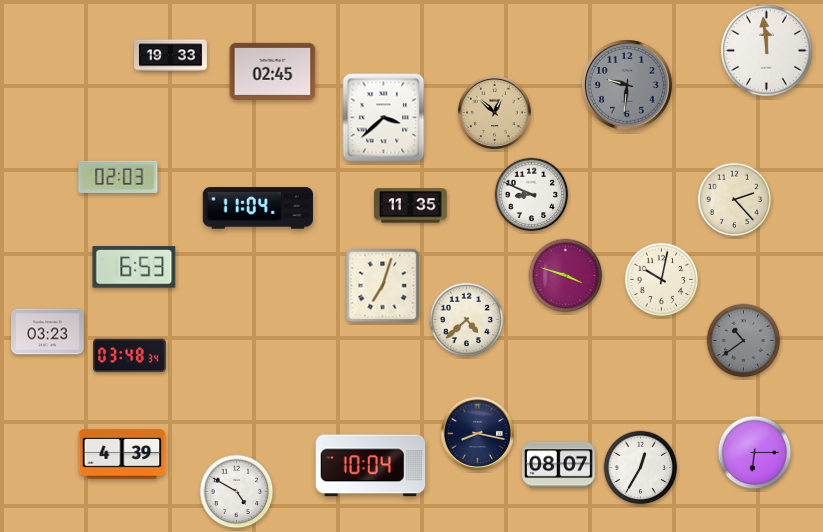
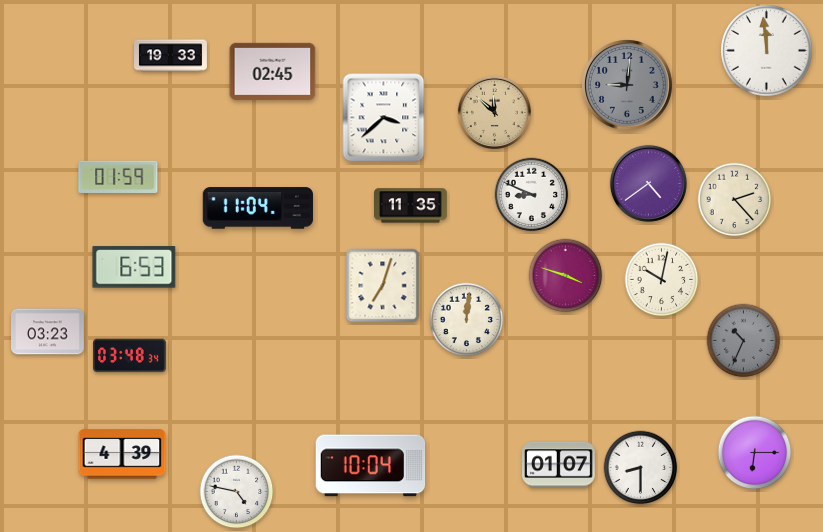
clock at (628, 86): 9:31 -> 9:01
clock at (494, 112): 12:52 -> 11:52
clock at (118, 177): 02:03 -> 01:59
clock at (648, 183): none -> 4:39
clock at (467, 320): 4:38 -> 12:01
clock at (744, 341): 10:39 -> 10:34
clock at (477, 433): 8:17 -> none
clock at (559, 465): 08:07 -> 01:07
clock at (641, 468): 12:35 -> 8:30
clock at (237, 492): 4:50 -> 4:47
